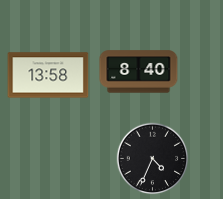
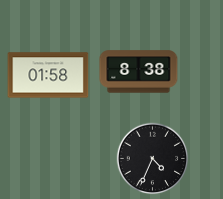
clock at (139, 72): 8:40 -> 8:38
clock at (48, 75): 13:58 -> 01:58
